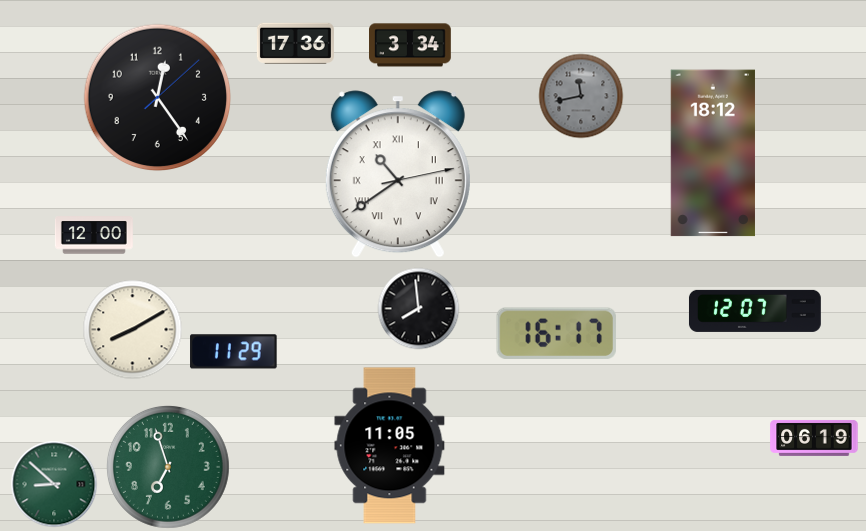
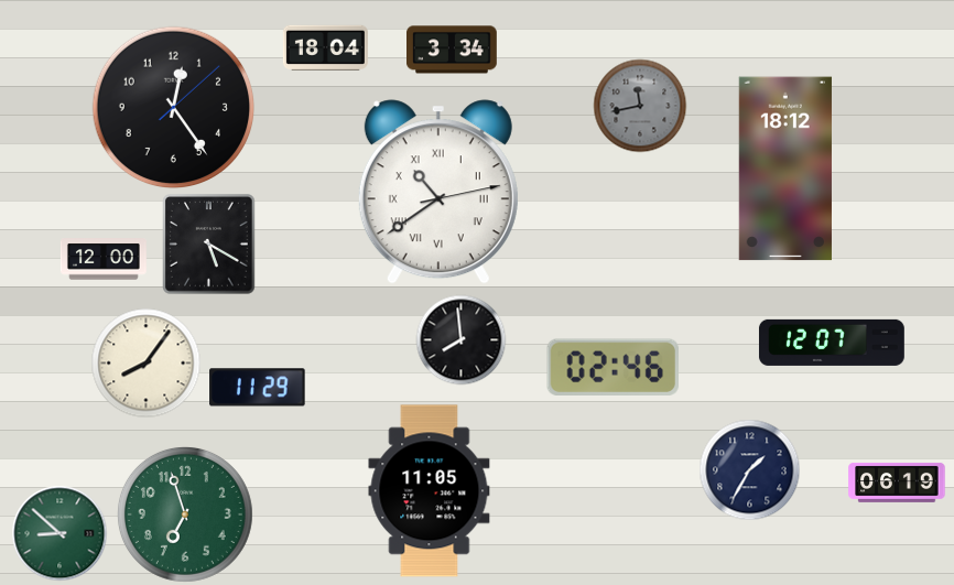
clock at (295, 43): 17:36 -> 18:04
clock at (209, 245): none -> 5:20
clock at (133, 330): 8:10 -> 8:06
clock at (556, 333): 16:17 -> 02:46
clock at (749, 469): none -> 1:35
